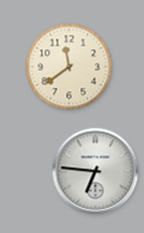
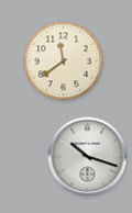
clock at (96, 172): 6:46 -> 10:18
